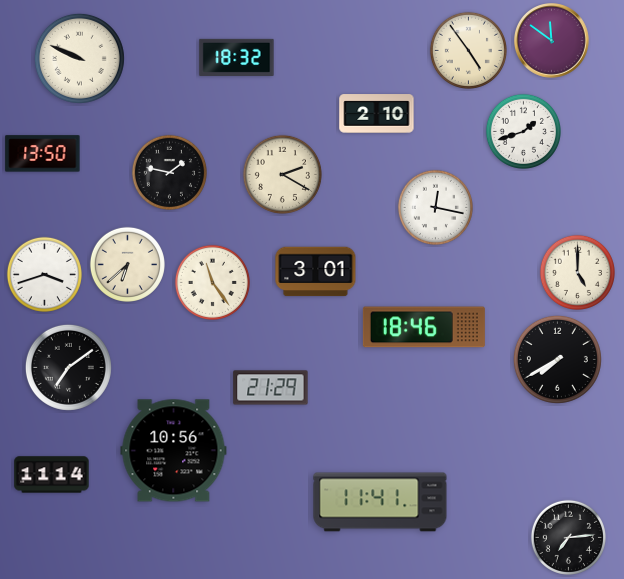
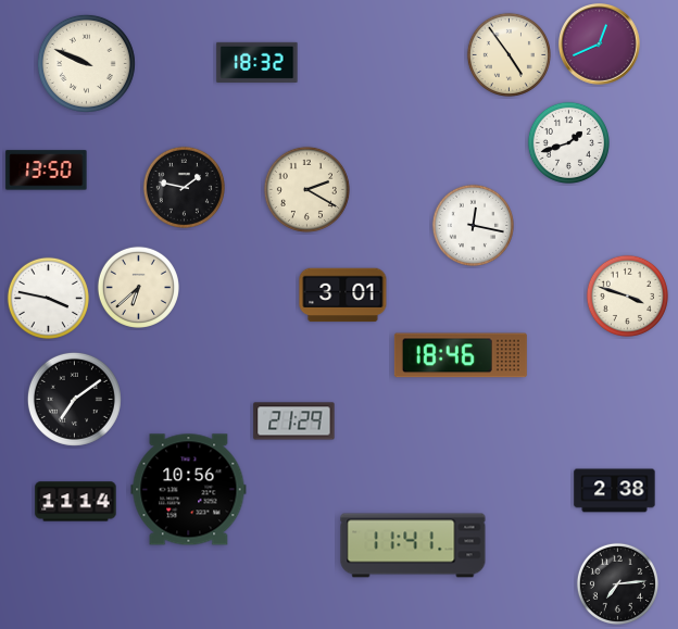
clock at (552, 41): 11:51 -> 12:41
clock at (377, 114): 2:10 -> none
clock at (43, 154) position: (43, 154) -> (47, 171)
clock at (577, 272): 5:00 -> 3:48
clock at (44, 274): 3:42 -> 3:47
clock at (212, 282): 11:24 -> none
clock at (557, 359): 7:40 -> none
clock at (615, 491): none -> 2:38
clock at (52, 475) position: (52, 475) -> (76, 502)
